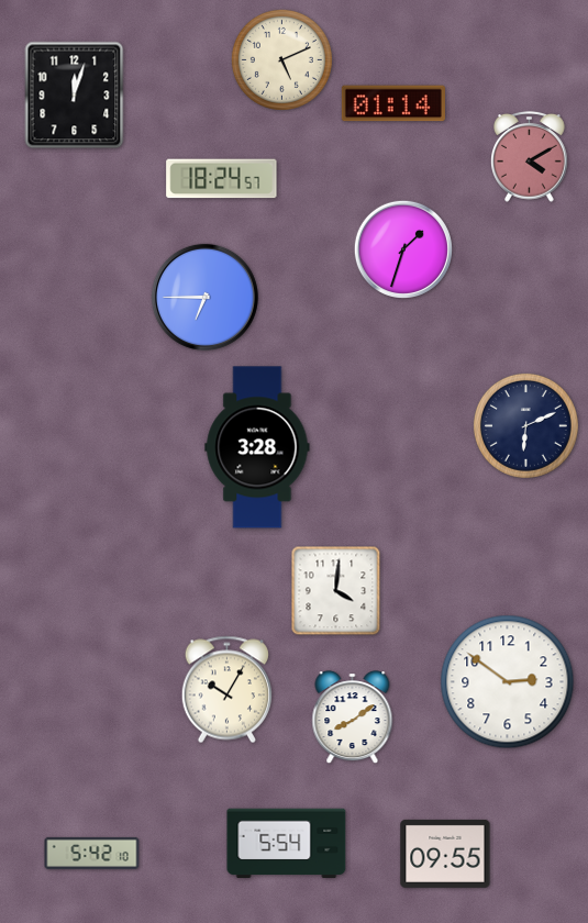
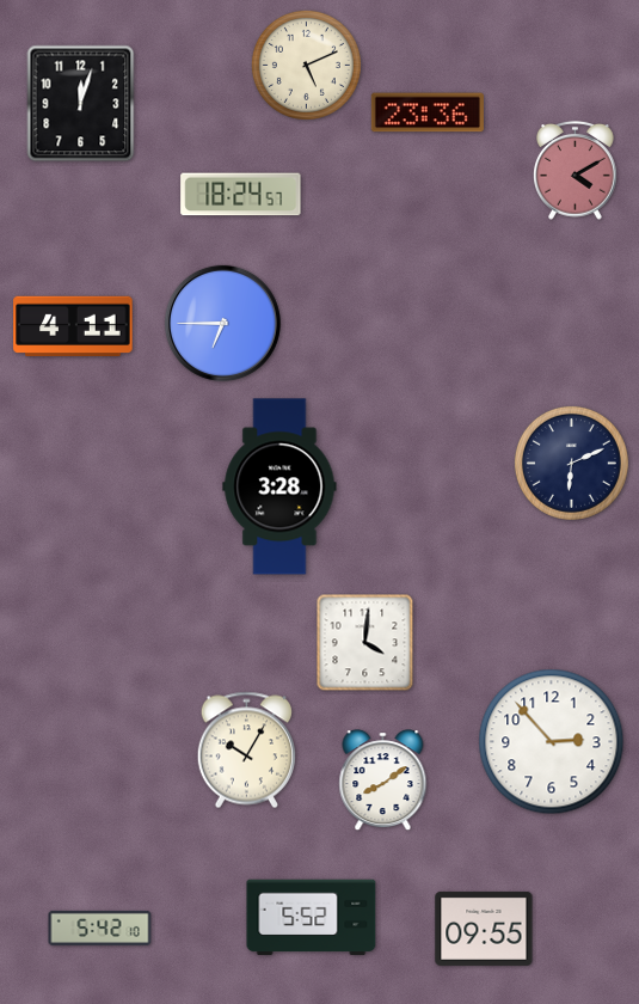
clock at (393, 103): 01:14 -> 23:36
clock at (403, 249): 1:33 -> none
clock at (73, 325): none -> 4:11
clock at (508, 682): 2:51 -> 2:53
clock at (287, 844): 5:54 -> 5:52
